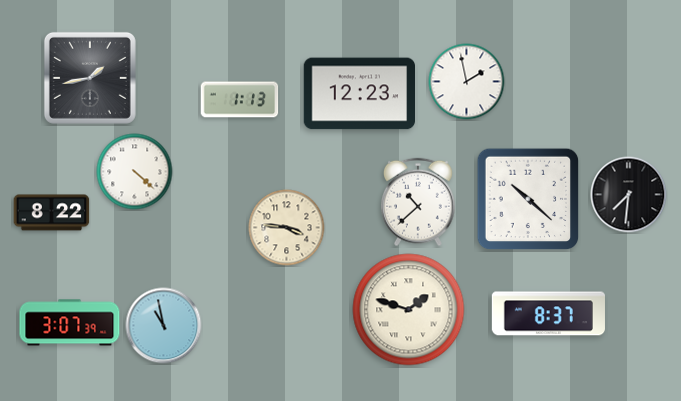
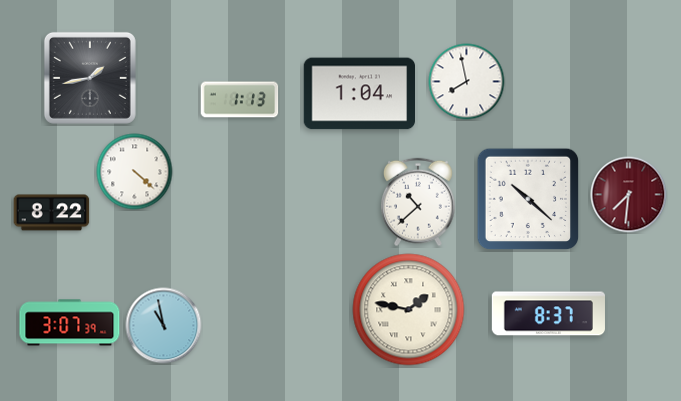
clock at (467, 82): 1:58 -> 7:58
clock at (360, 94): 12:23 -> 1:04
clock at (629, 195) dial: black -> burgundy
clock at (287, 228): 3:46 -> none
clock at (409, 310): 1:48 -> 1:47
